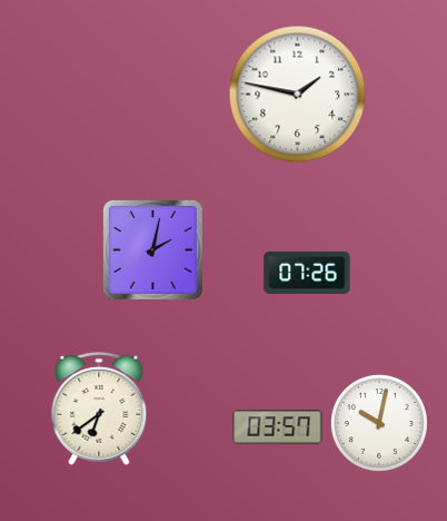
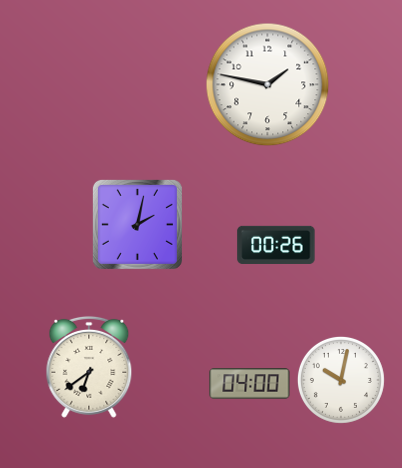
clock at (307, 273): 07:26 -> 00:26
clock at (278, 427): 03:57 -> 04:00
